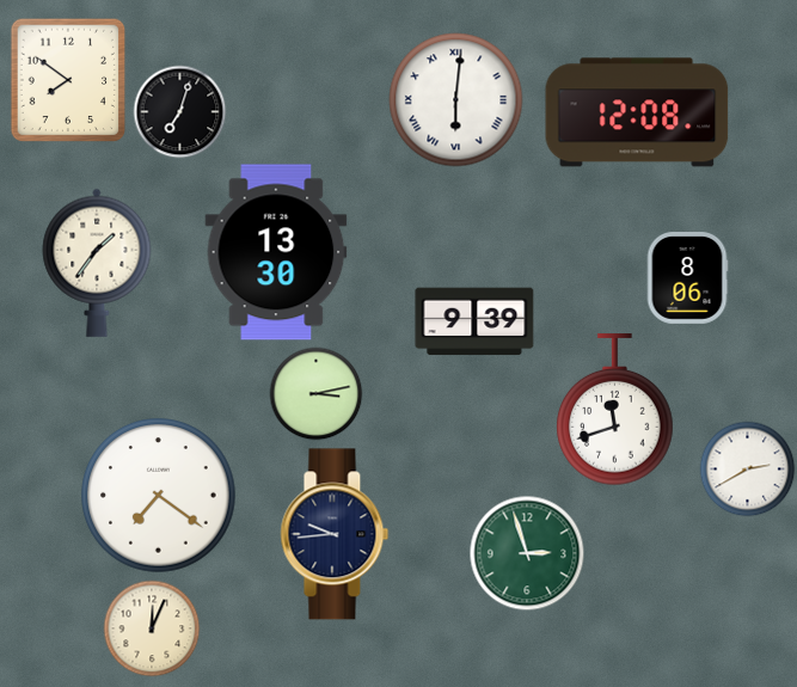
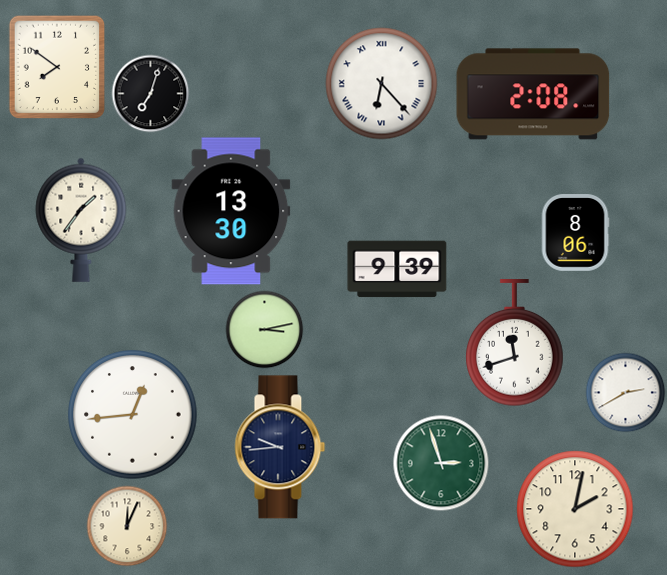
clock at (456, 100): 6:01 -> 6:23
clock at (637, 112): 12:08 -> 2:08
clock at (159, 496): 7:21 -> 12:44
clock at (575, 509): none -> 2:02
